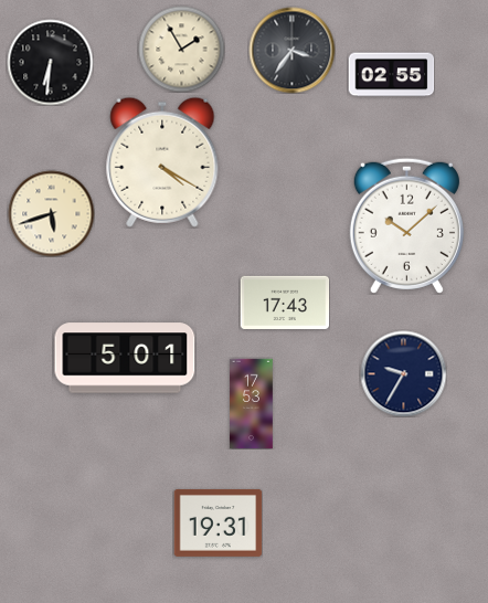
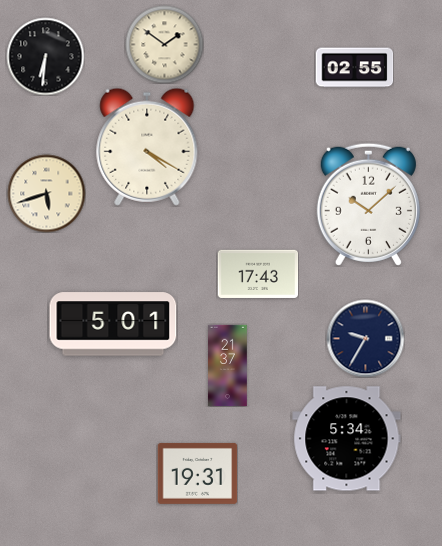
clock at (181, 49): 1:55 -> 1:51
clock at (291, 50): 3:36 -> none
clock at (252, 403): 17:53 -> 21:37
clock at (347, 439): none -> 5:34
